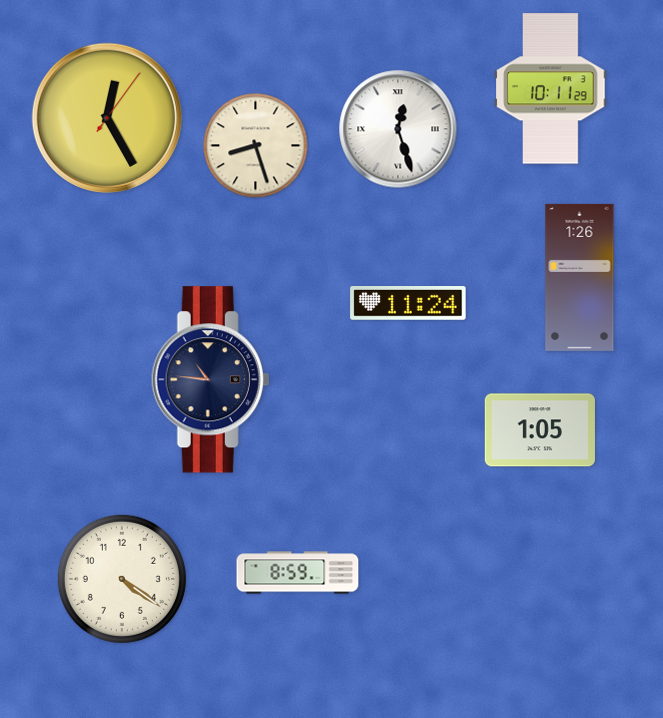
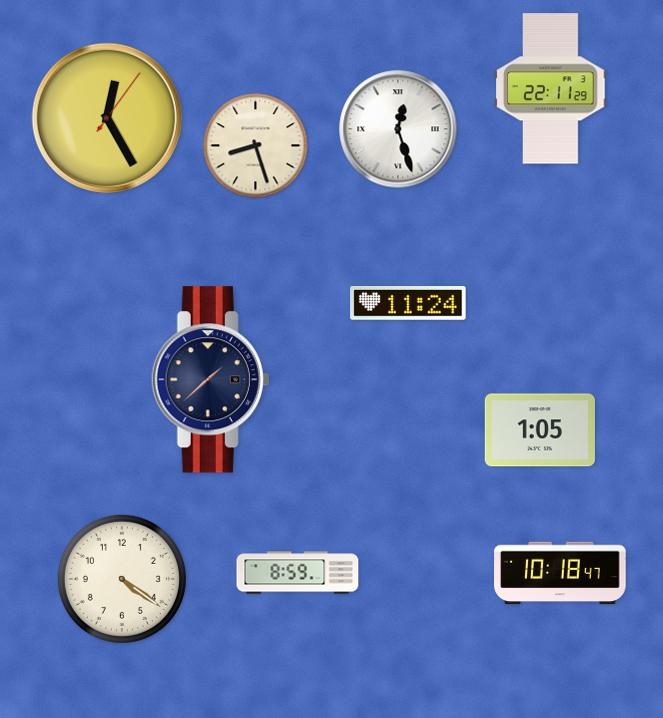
clock at (551, 89): 10:11 -> 22:11
clock at (580, 277): 1:26 -> none
clock at (211, 380): 10:46 -> 1:38
clock at (560, 573): none -> 10:18
